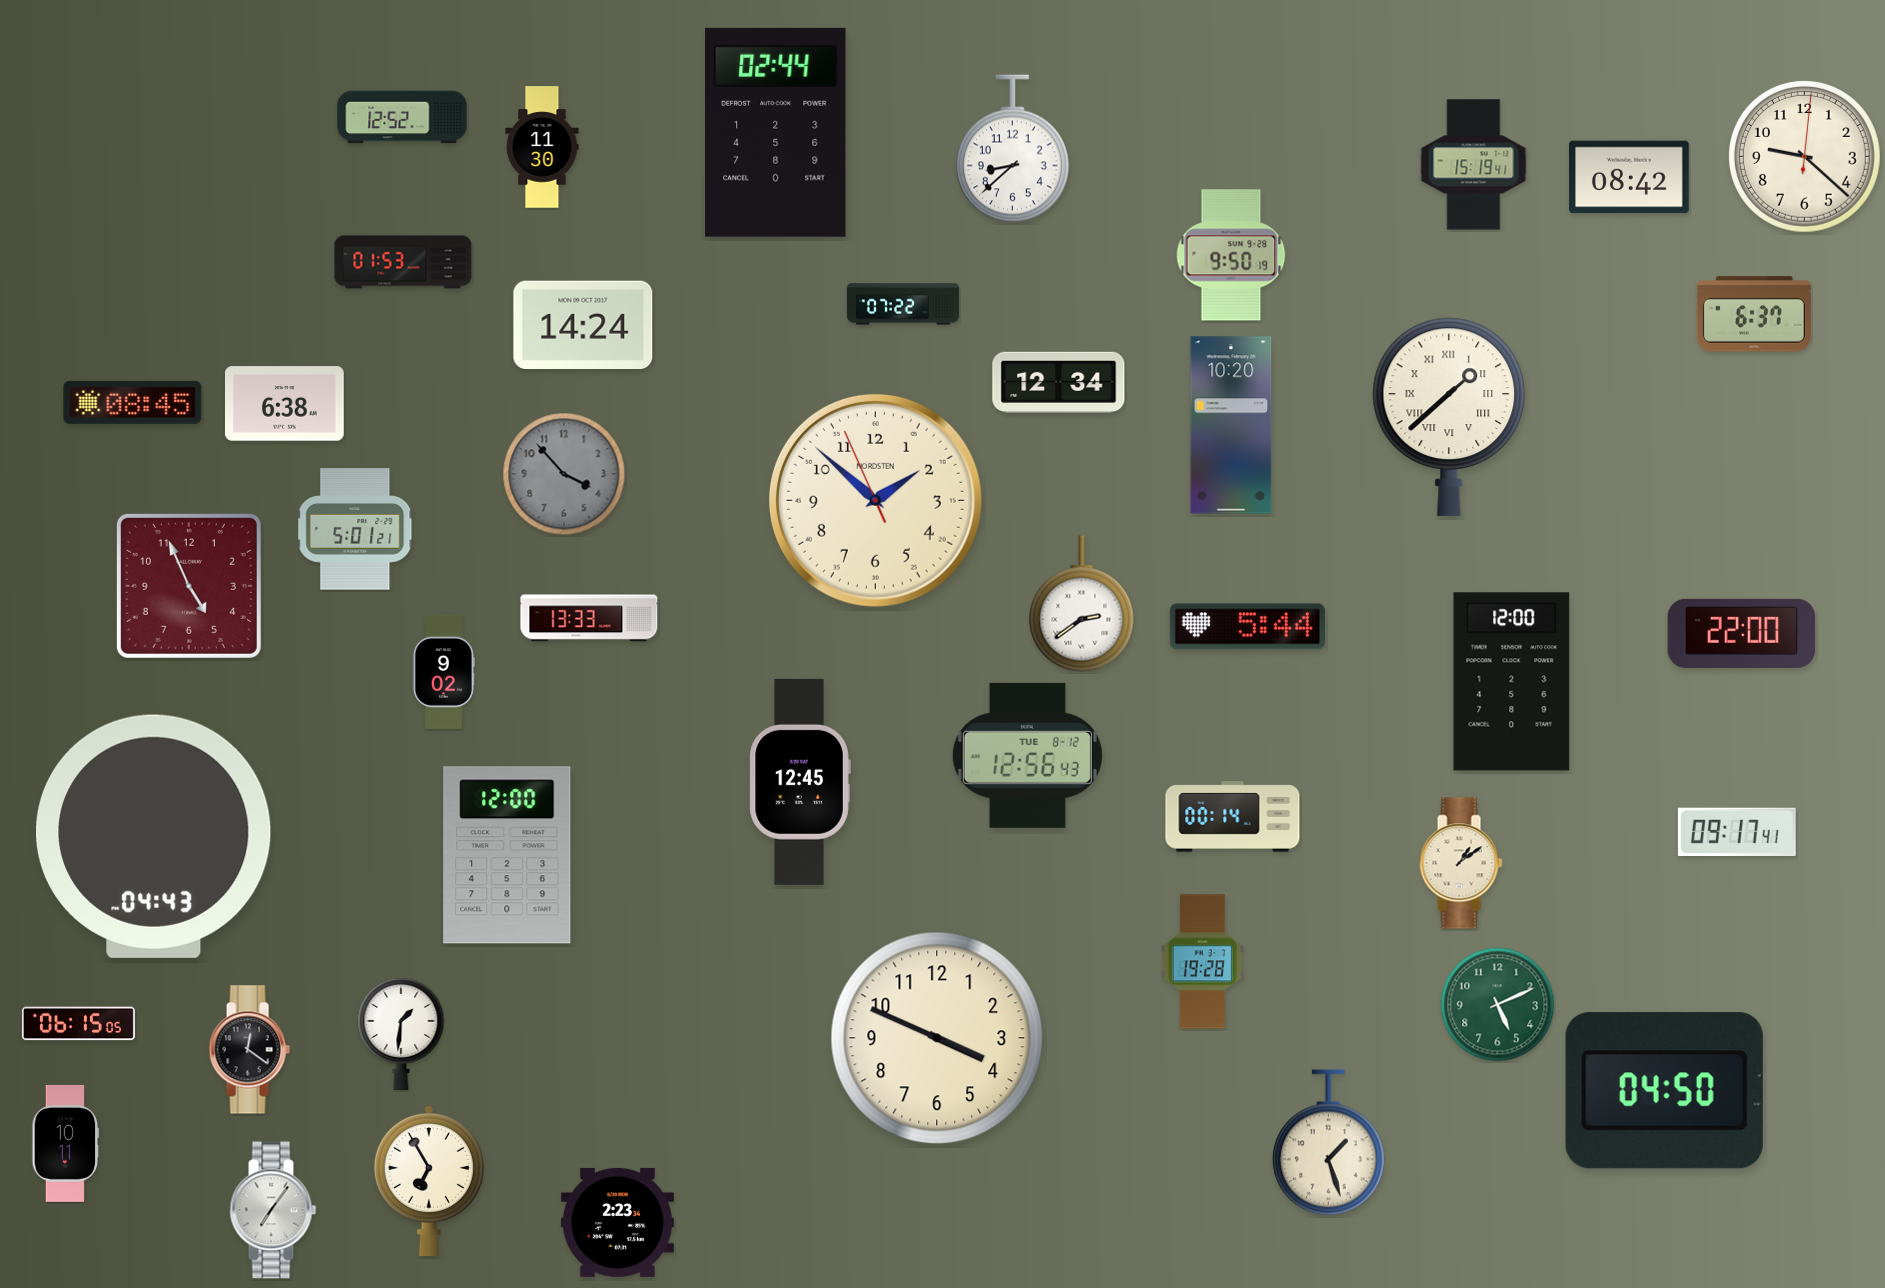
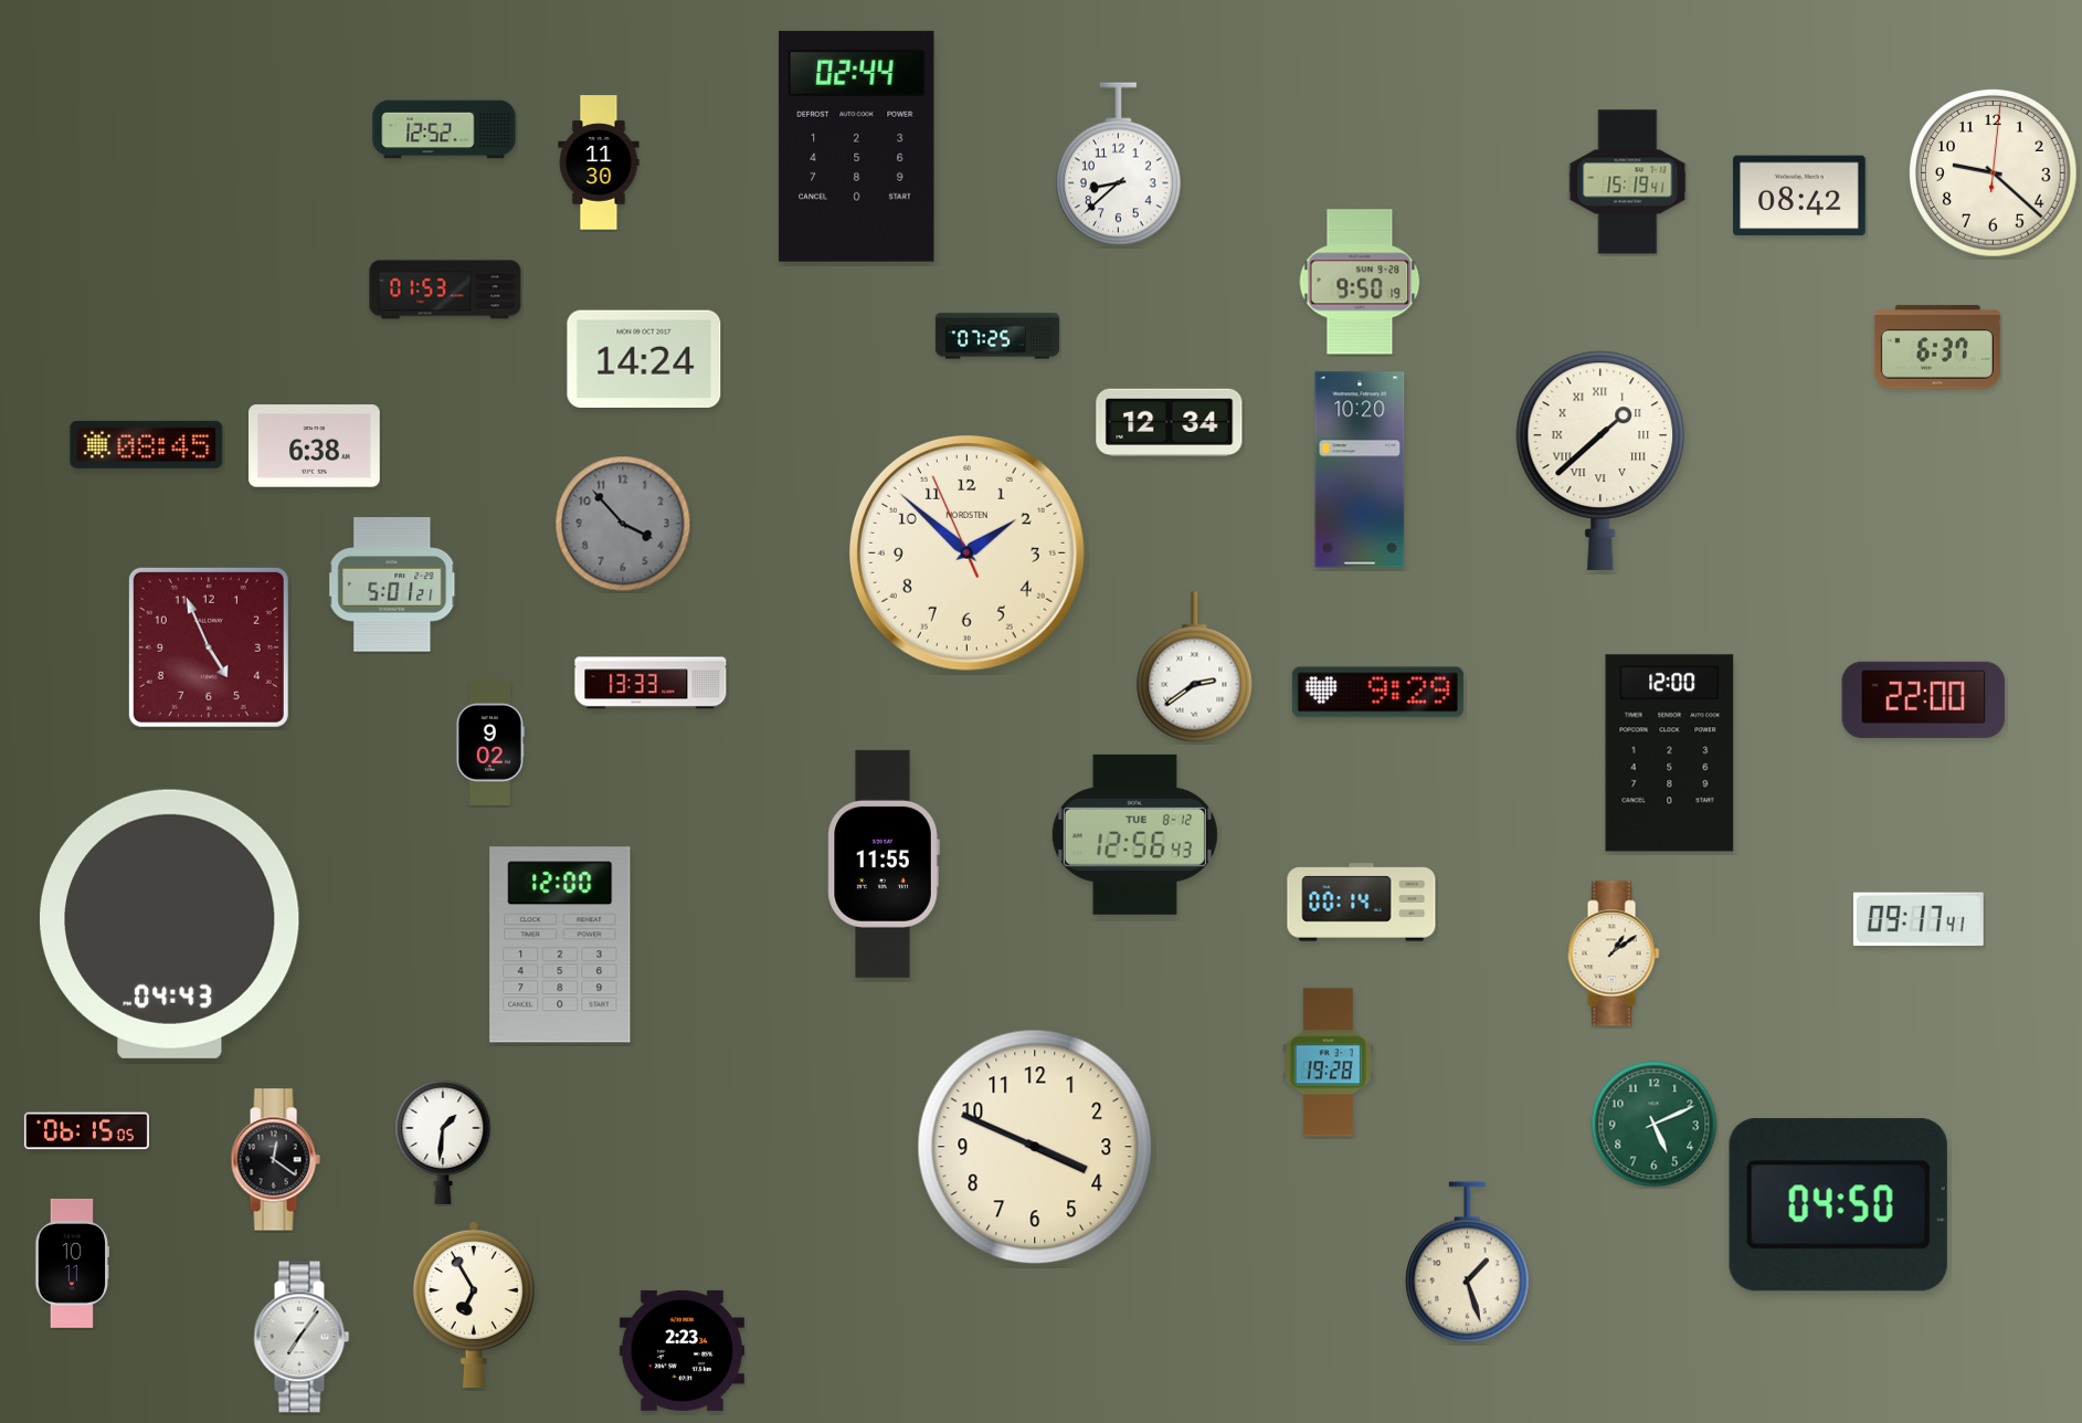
clock at (903, 304): 07:22 -> 07:25
clock at (1247, 627): 5:44 -> 9:29
clock at (800, 782): 12:45 -> 11:55
clock at (1498, 1005) position: (1498, 1005) -> (1655, 1125)
